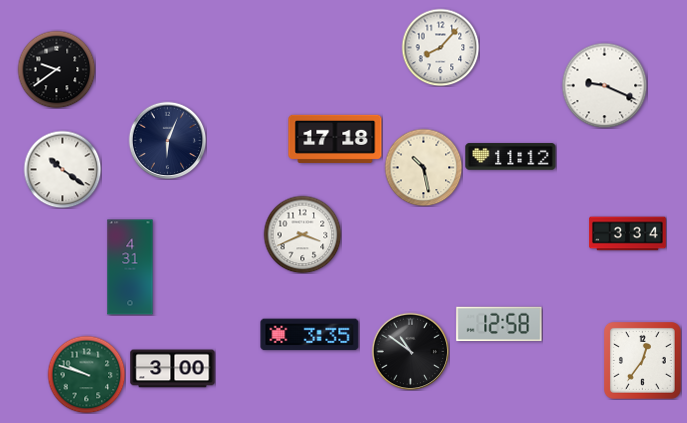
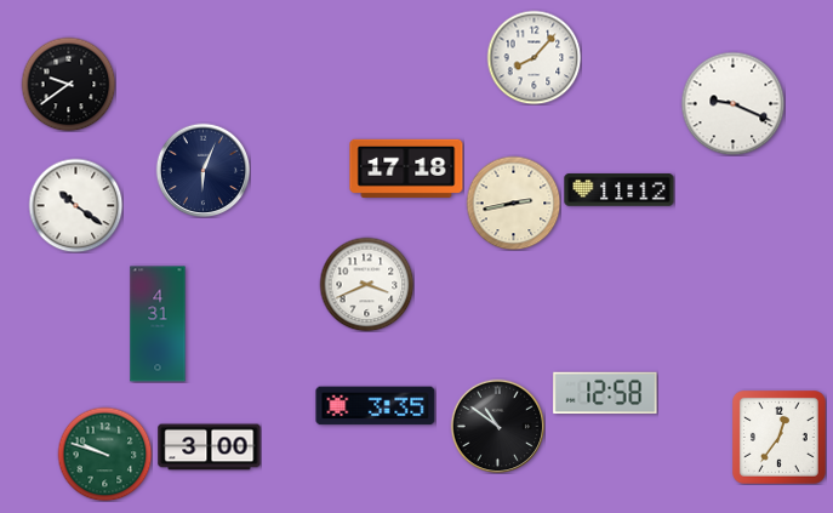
clock at (423, 167): 10:28 -> 2:43
clock at (628, 234): 3:34 -> none
